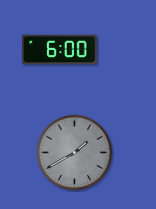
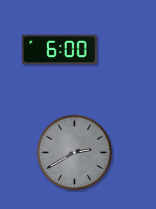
clock at (75, 153): 1:40 -> 2:40
